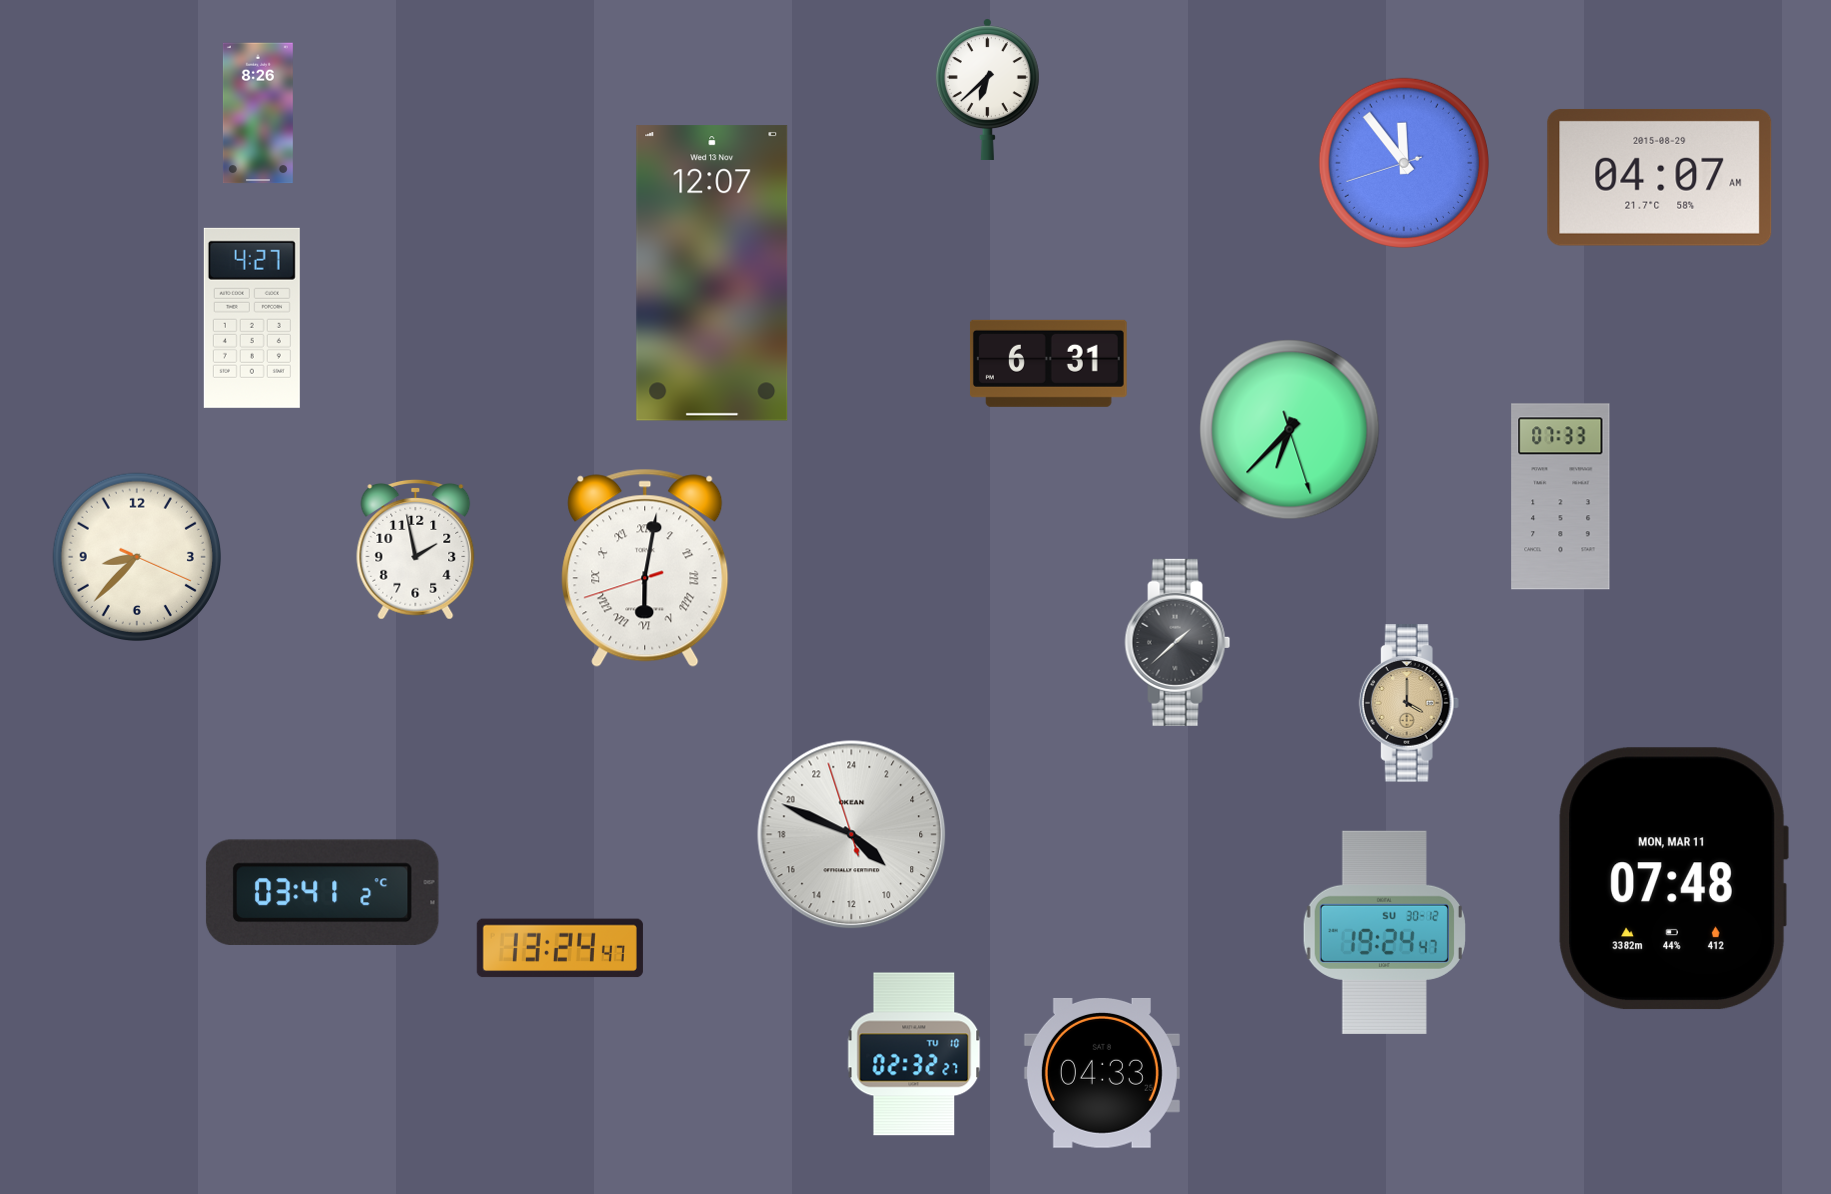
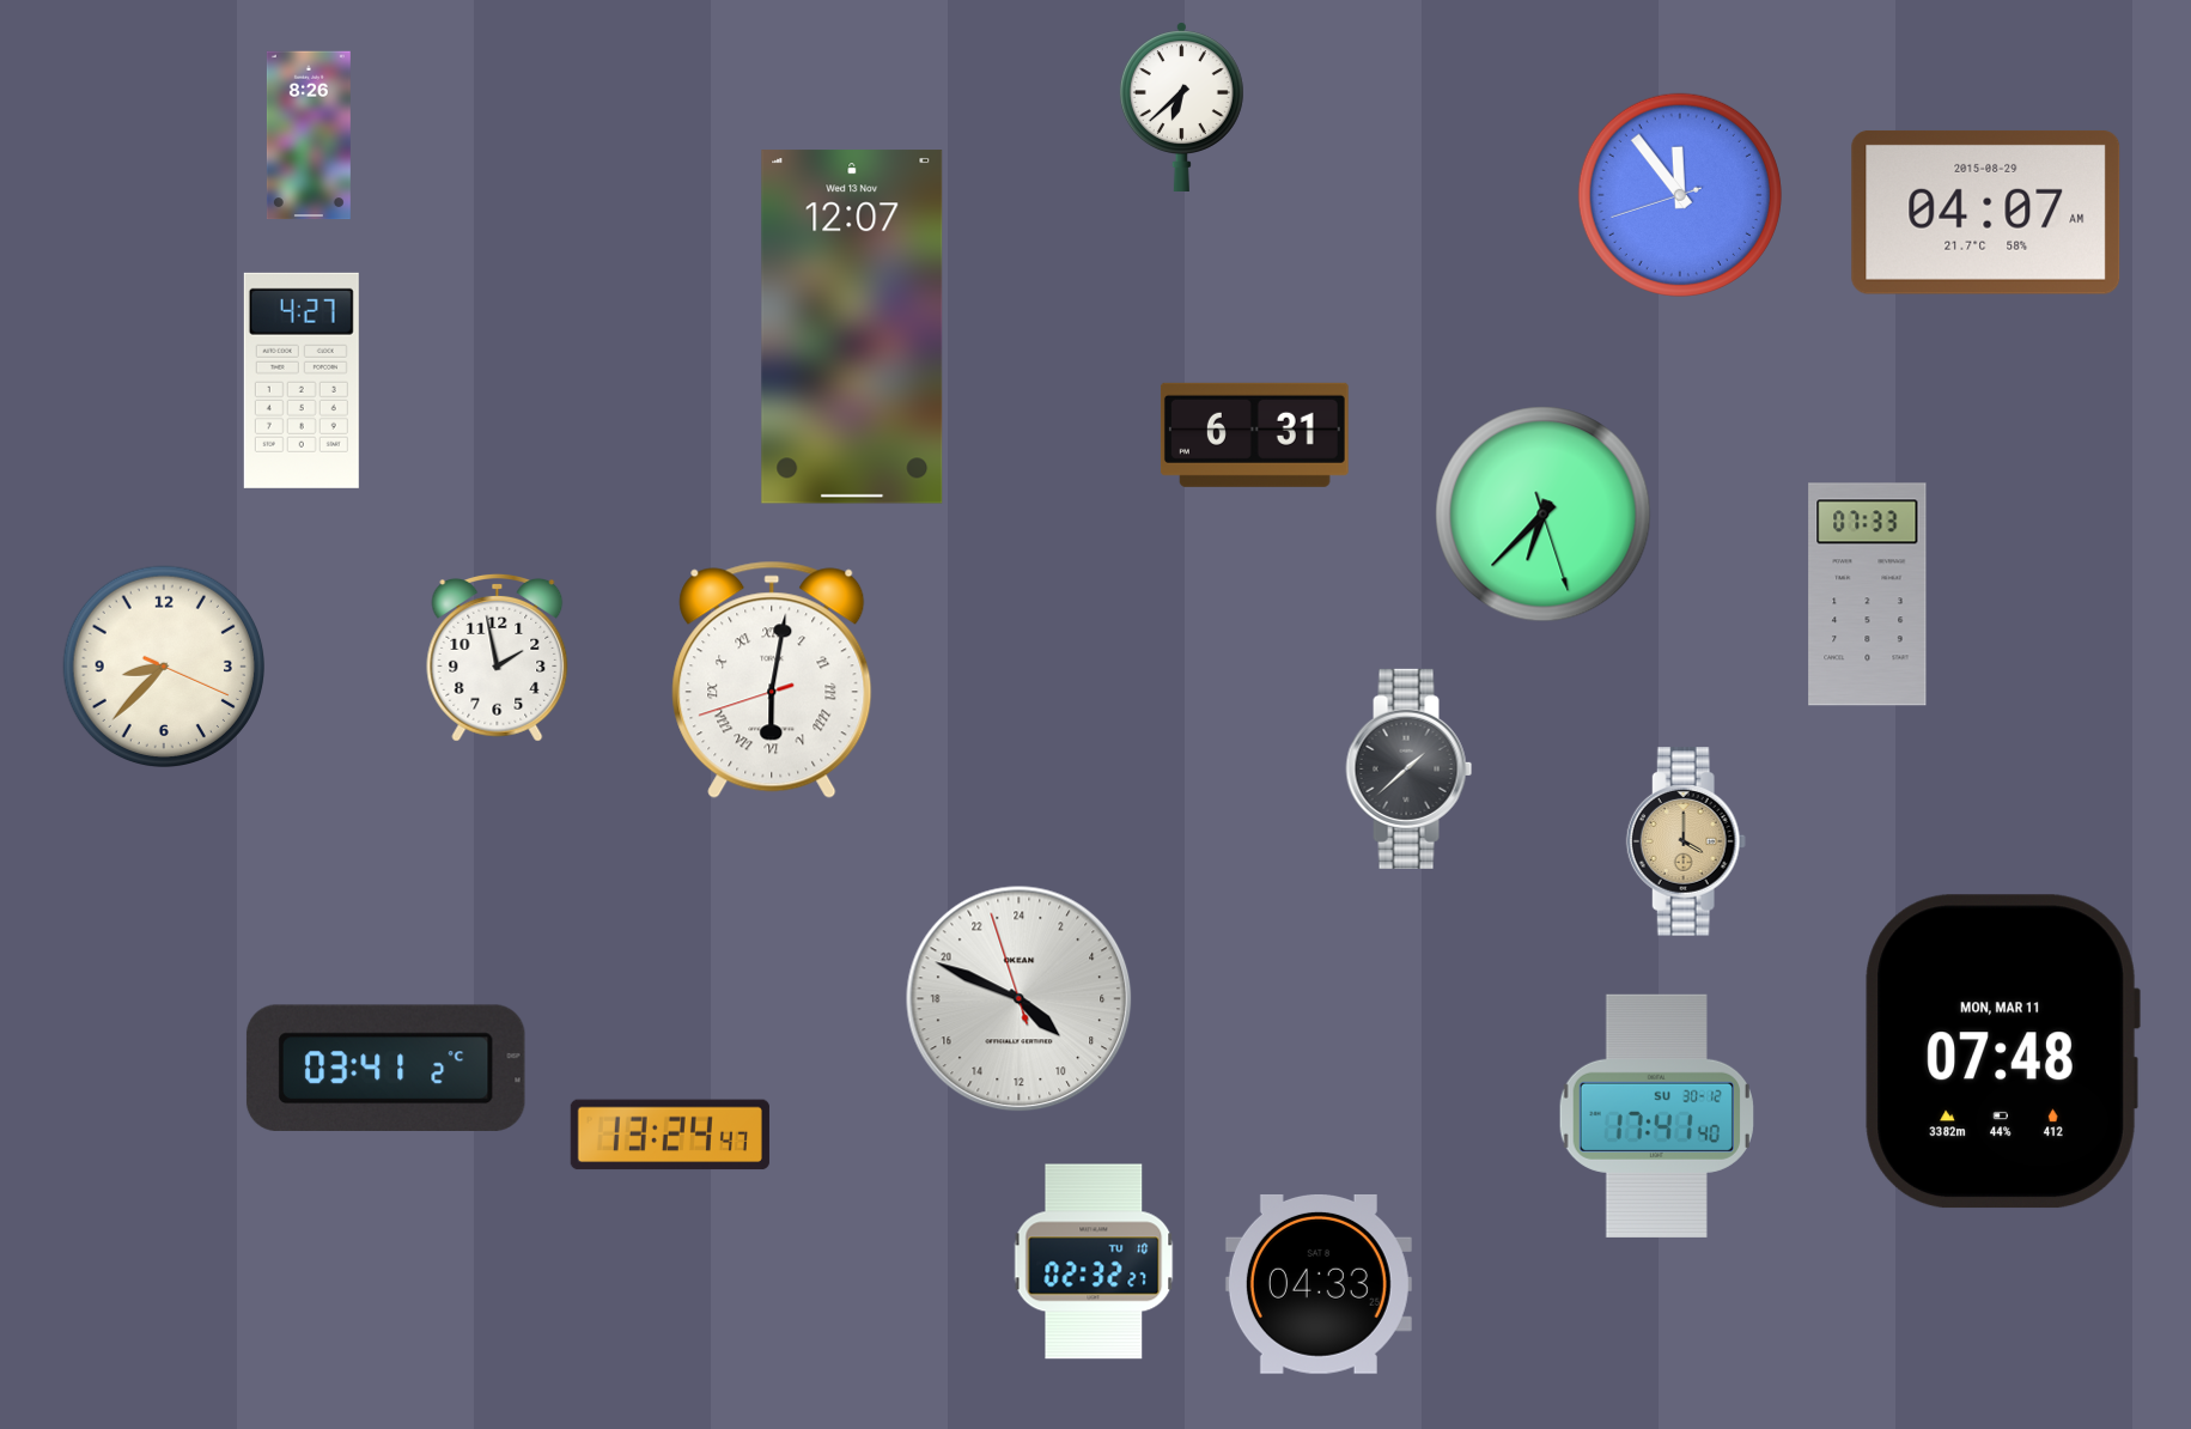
clock at (1384, 932): 19:24 -> 17:41
